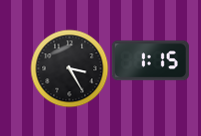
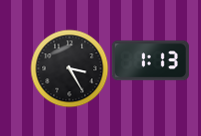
clock at (150, 61): 1:15 -> 1:13
